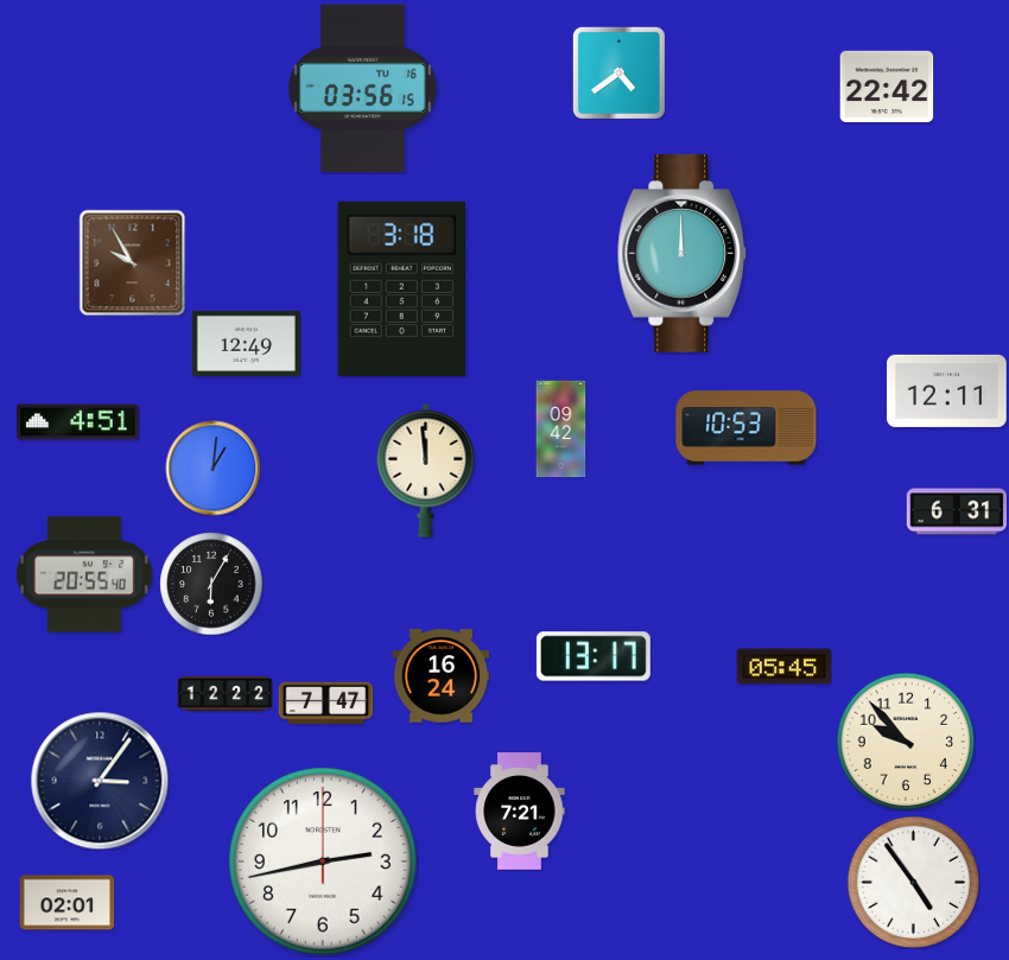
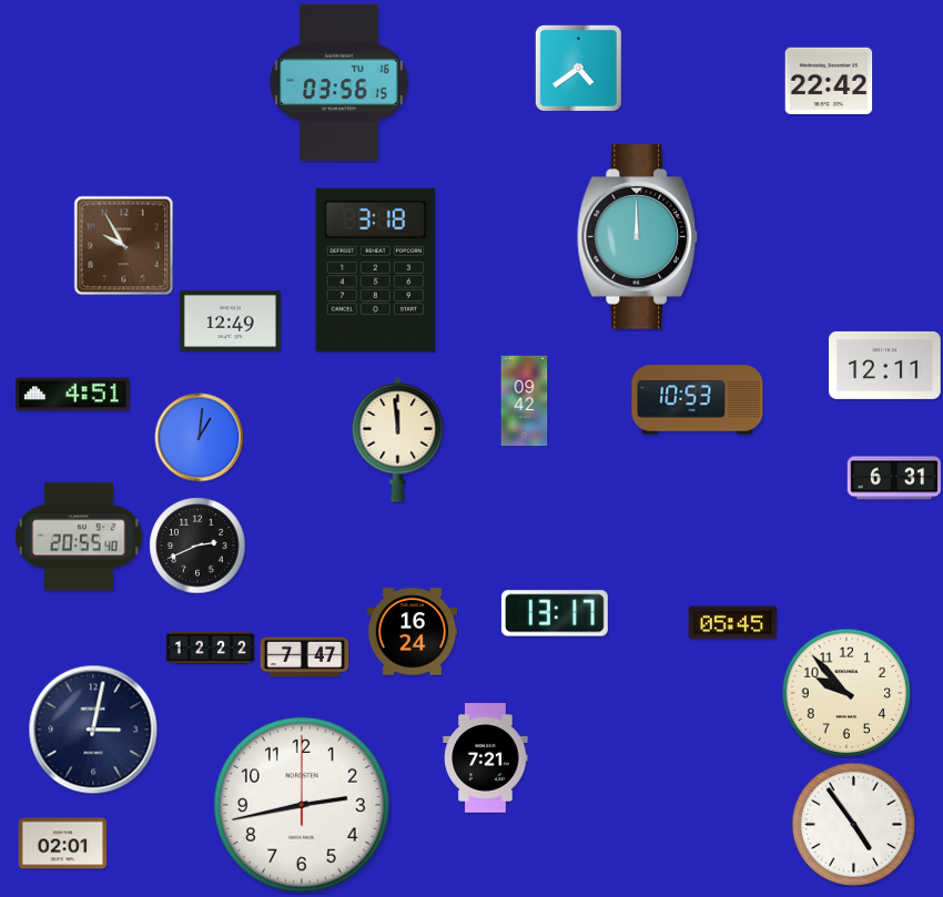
clock at (211, 584): 6:05 -> 2:41
clock at (100, 781): 3:06 -> 3:02
